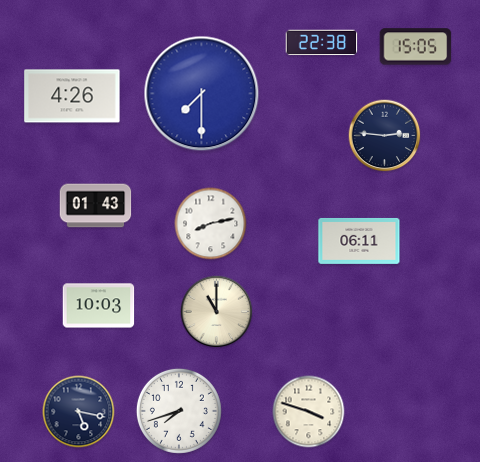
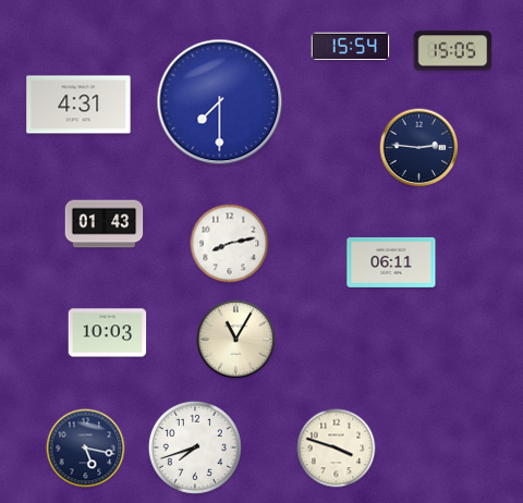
clock at (322, 43): 22:38 -> 15:54
clock at (72, 96): 4:26 -> 4:31
clock at (217, 312): 11:00 -> 11:05
